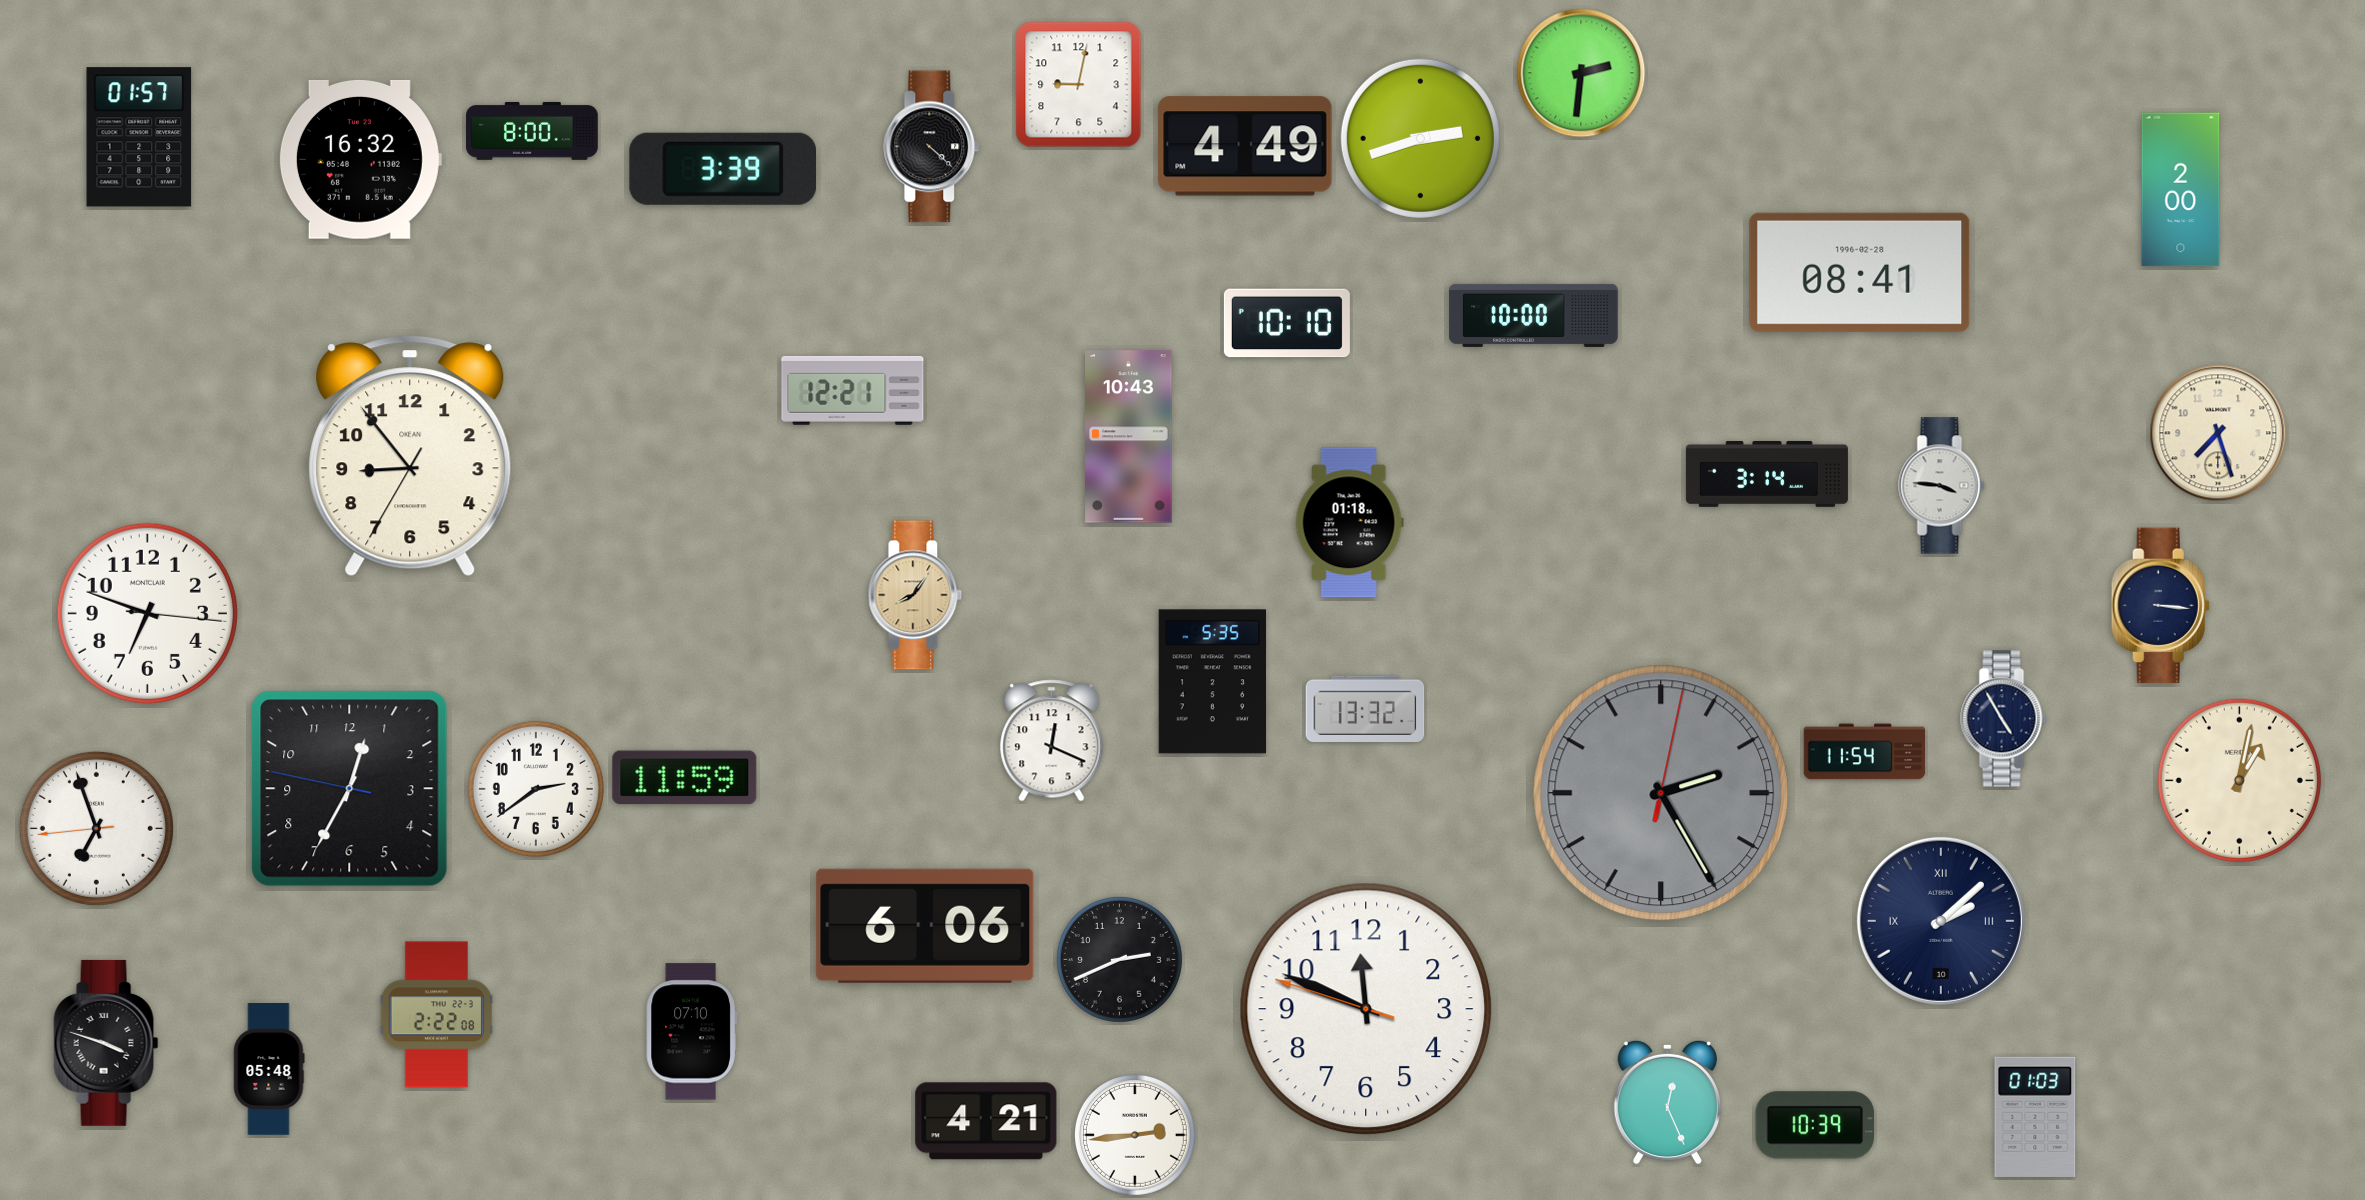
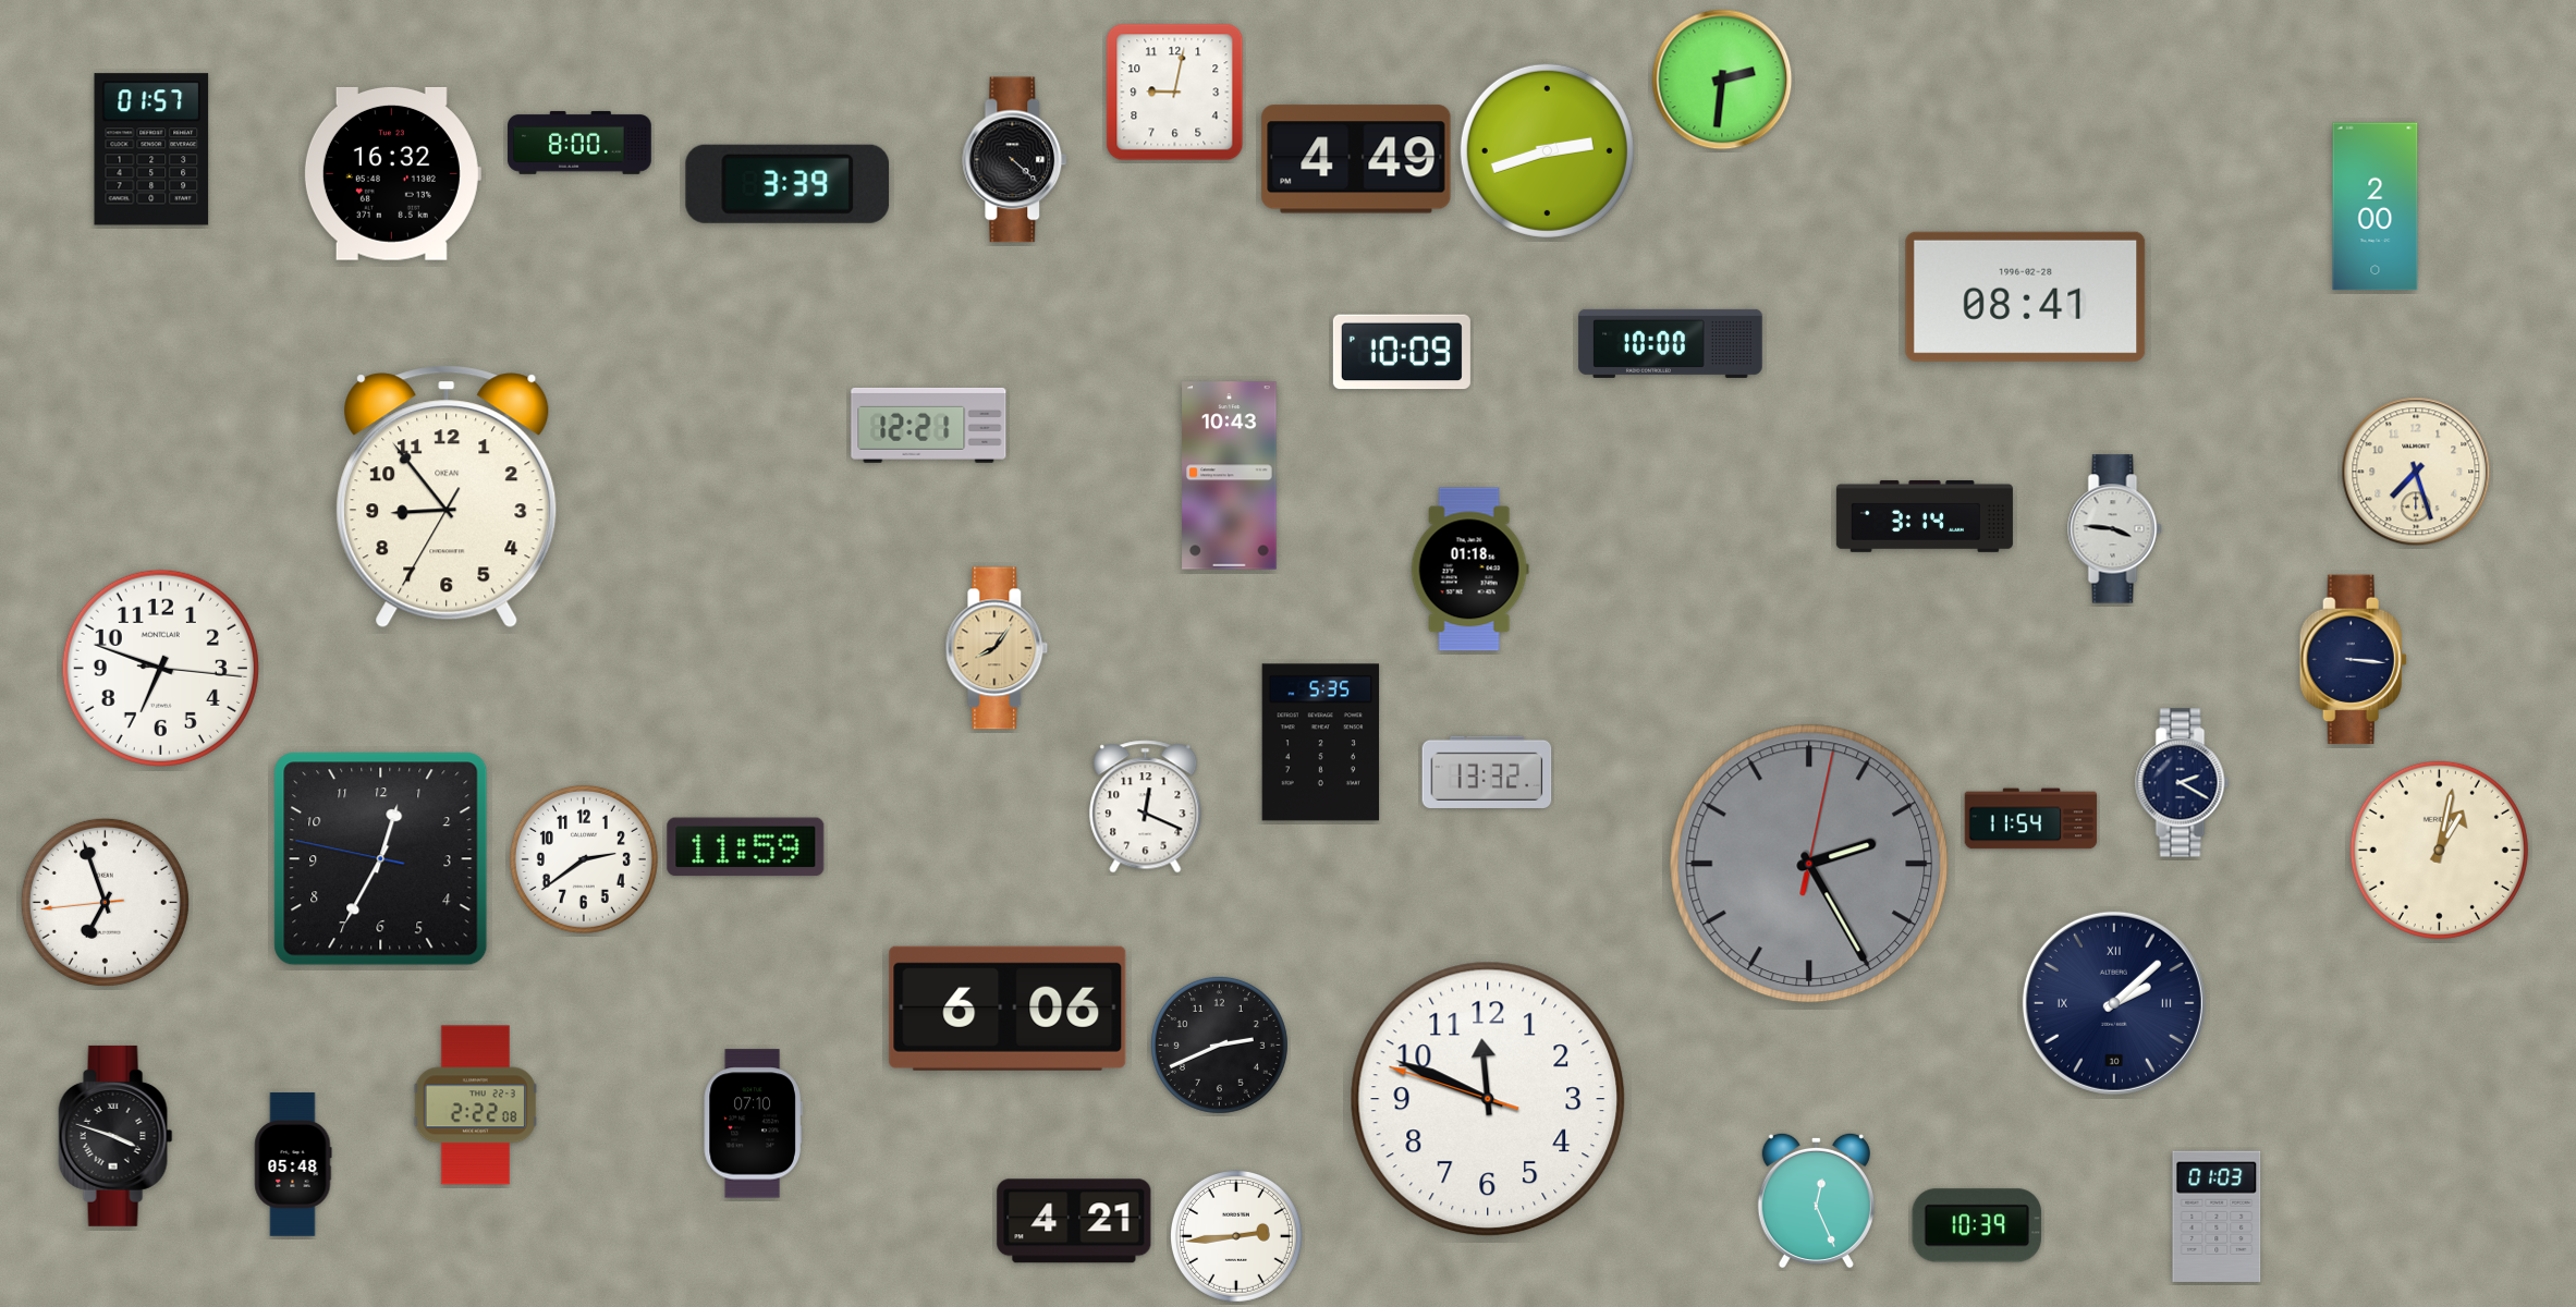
clock at (1287, 323): 10:10 -> 10:09
clock at (2004, 719): 4:55 -> 2:20
